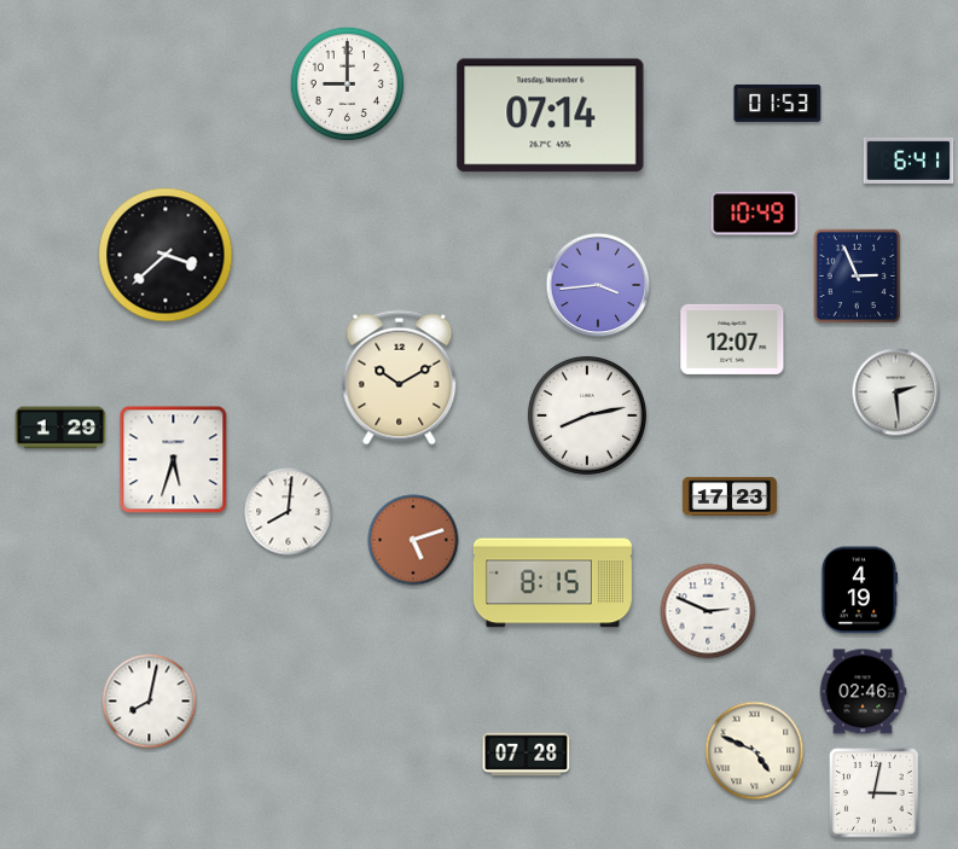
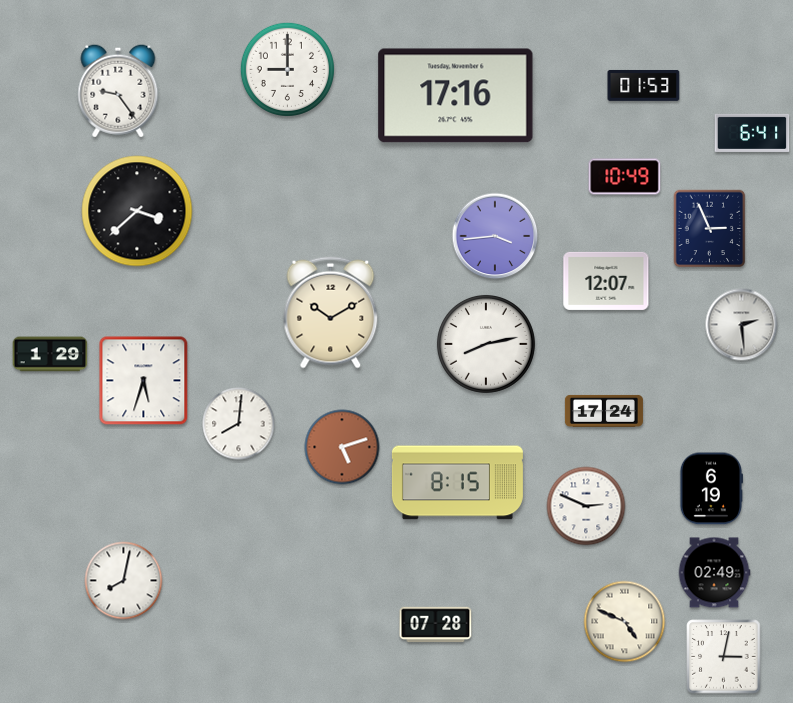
clock at (118, 91): none -> 9:24
clock at (551, 116): 07:14 -> 17:16
clock at (730, 496): 17:23 -> 17:24
clock at (858, 591): 4:19 -> 6:19
clock at (863, 692): 02:46 -> 02:49
